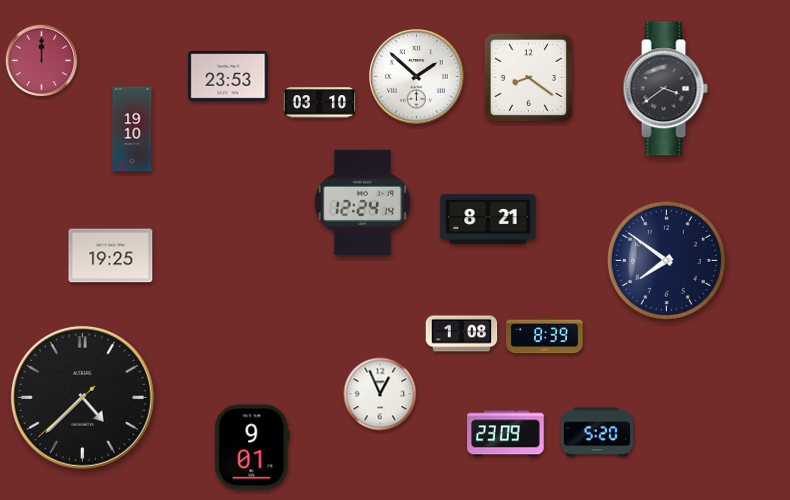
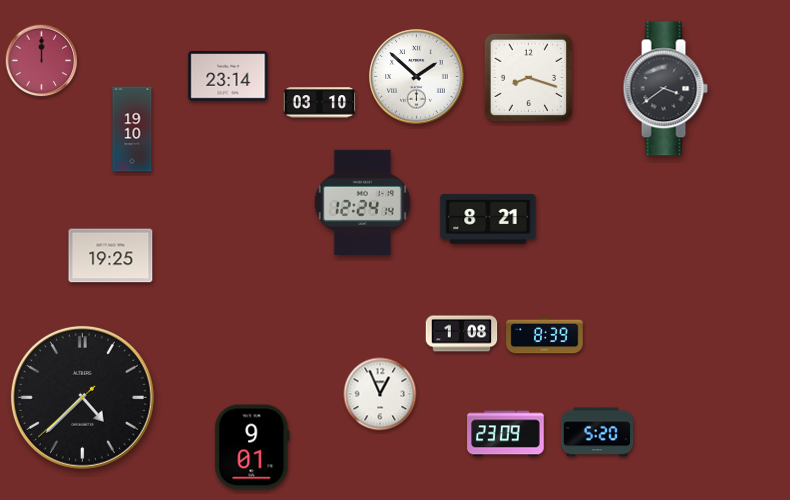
clock at (228, 76): 23:53 -> 23:14
clock at (529, 78): 8:21 -> 8:18
clock at (666, 260): 7:51 -> none
